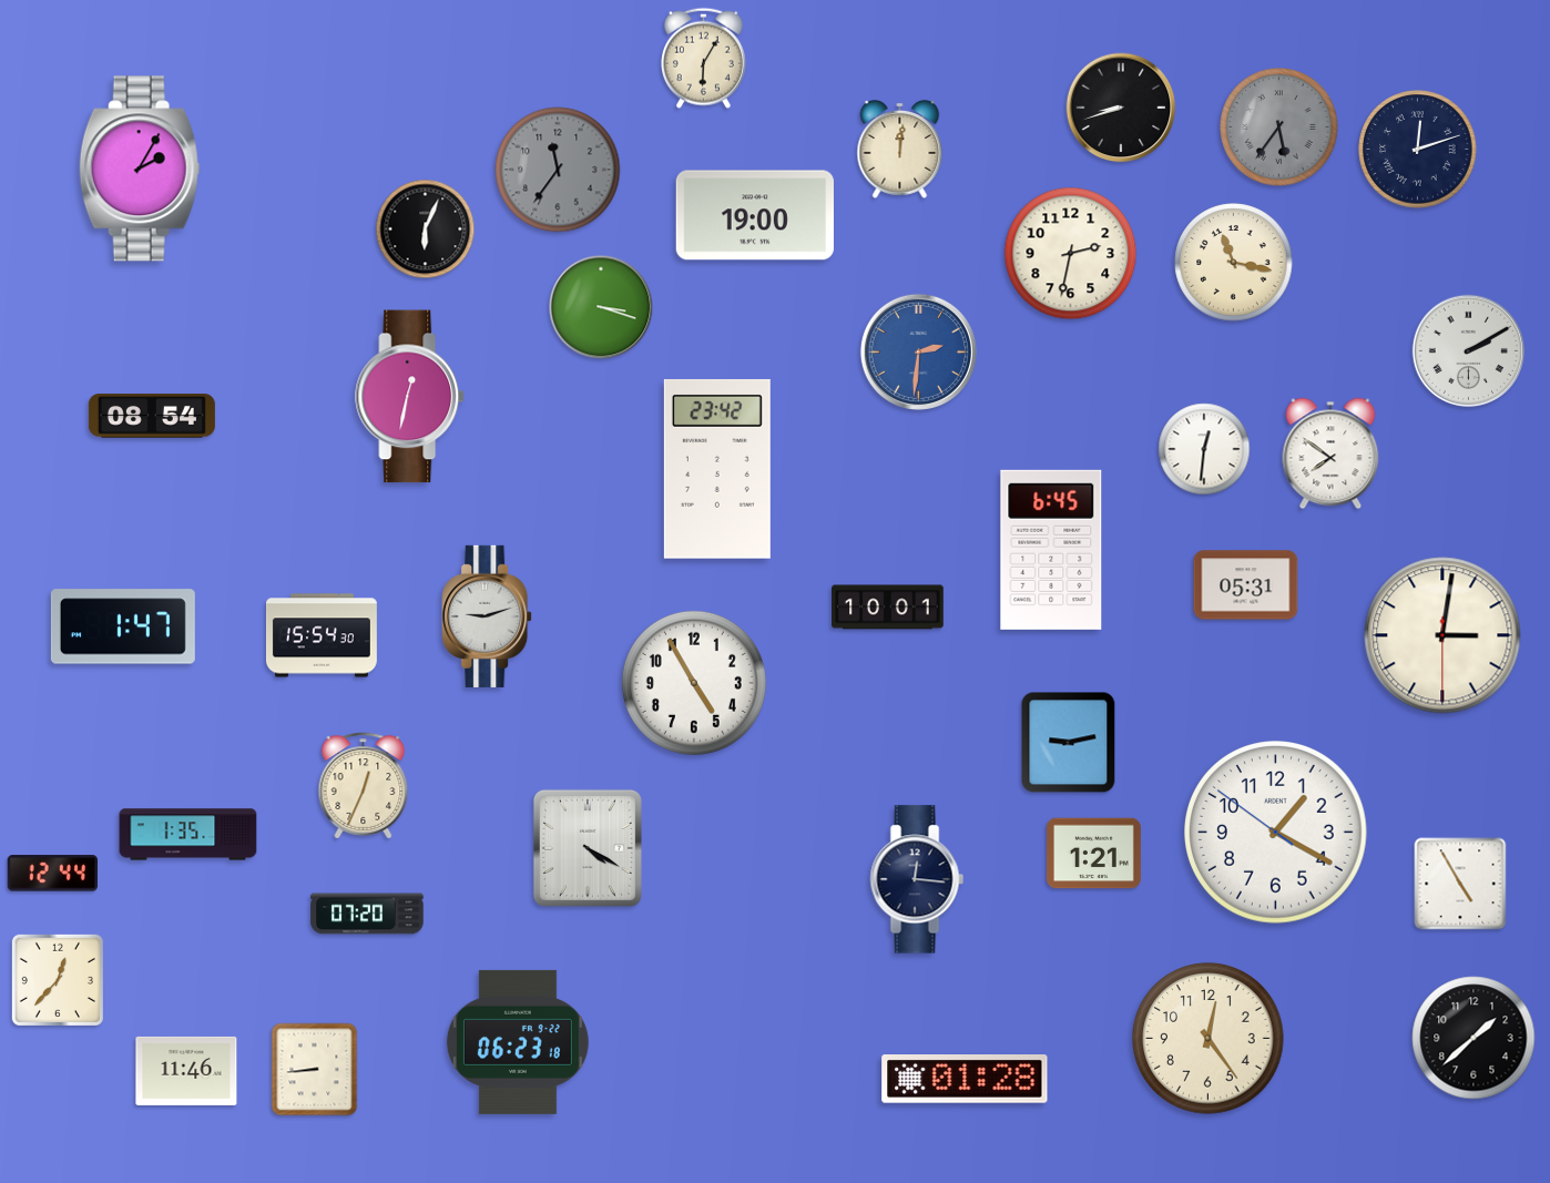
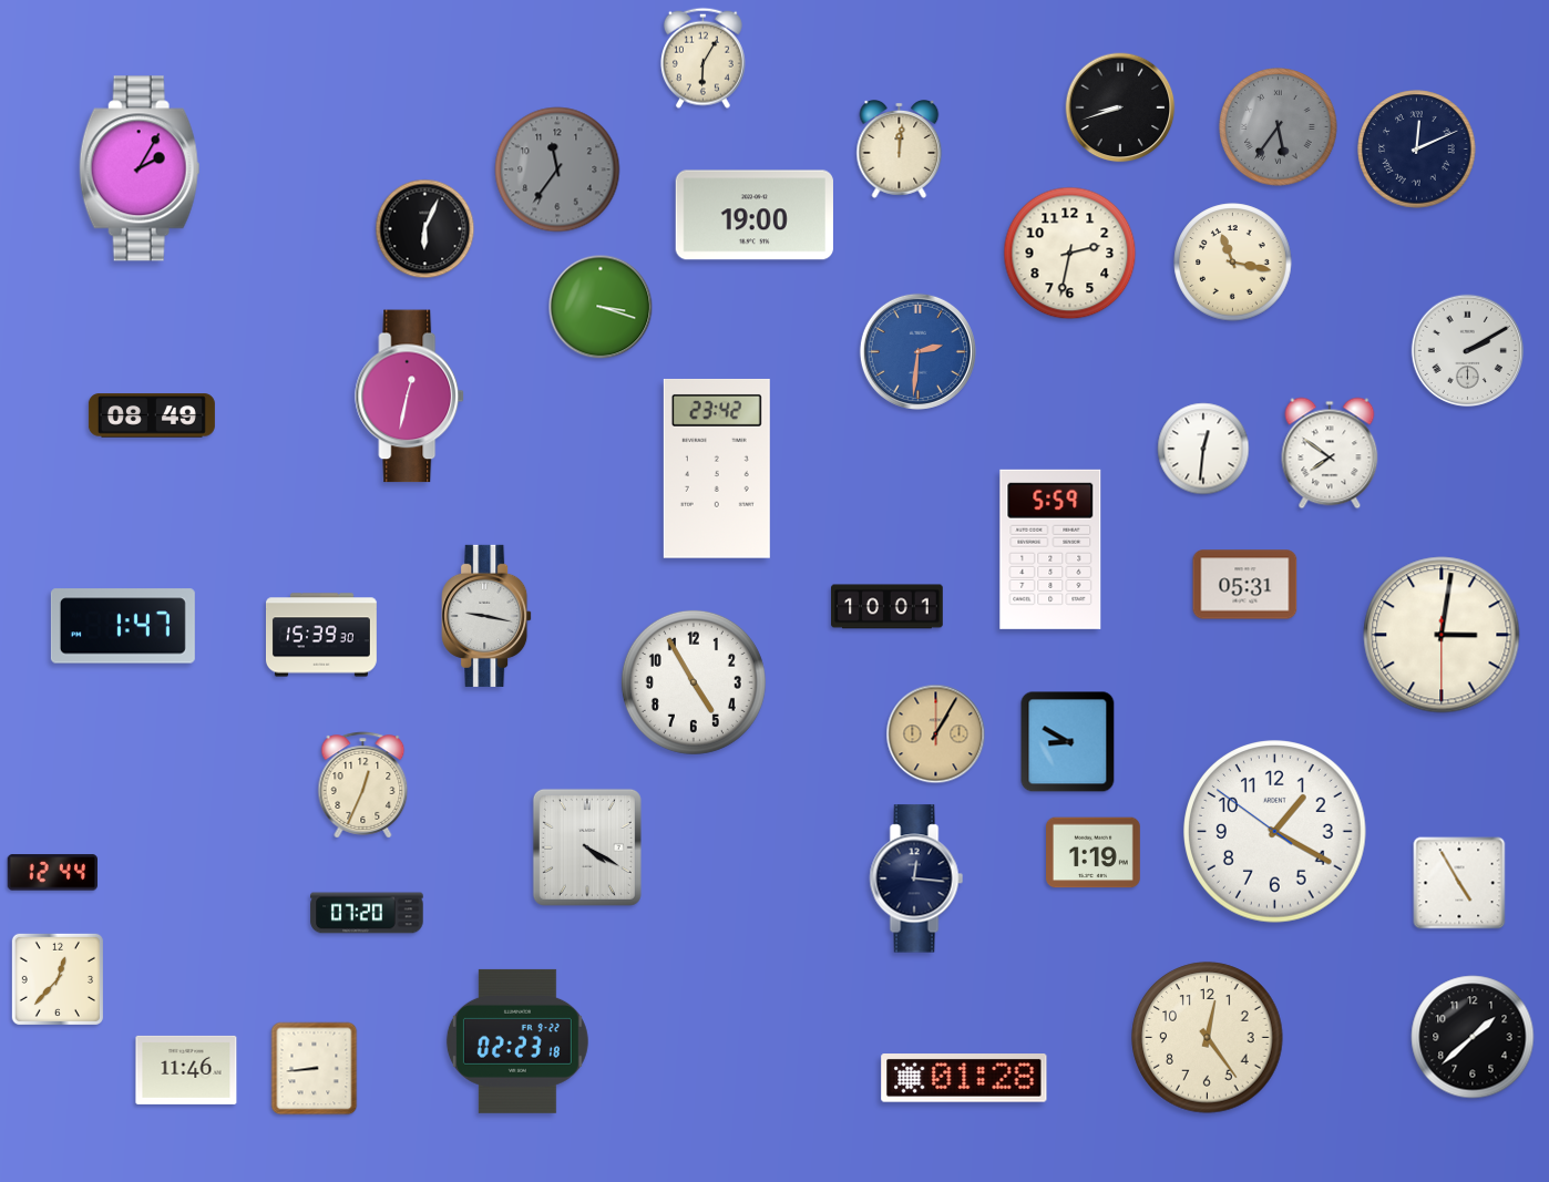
clock at (1418, 150): 12:12 -> 12:11
clock at (152, 416): 08:54 -> 08:49
clock at (1051, 550): 6:45 -> 5:59
clock at (487, 616): 9:12 -> 9:17
clock at (323, 635): 15:54 -> 15:39
clock at (936, 734): none -> 1:05
clock at (1069, 743): 9:13 -> 8:50
clock at (188, 835): 1:35 -> none
clock at (1094, 854): 1:21 -> 1:19
clock at (518, 1042): 06:23 -> 02:23
